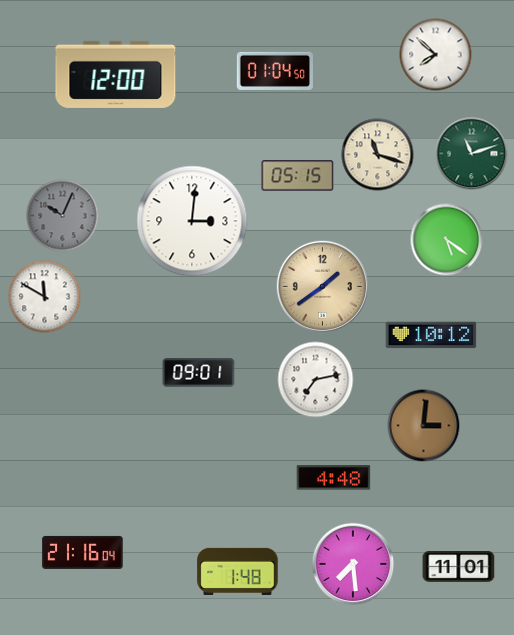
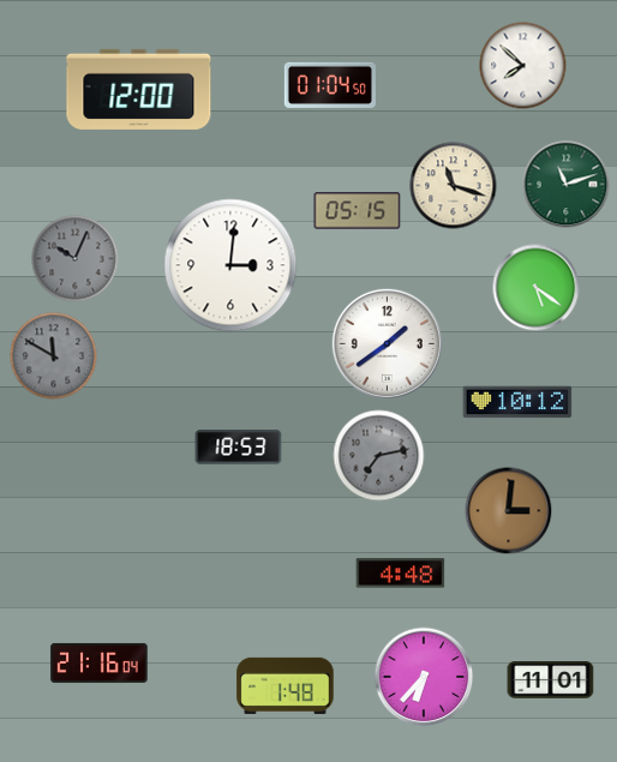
clock at (322, 286) dial: champagne -> white
clock at (45, 297) dial: white -> grey
clock at (199, 373): 09:01 -> 18:53
clock at (316, 380) dial: white -> grey
clock at (353, 564): 7:29 -> 6:37
